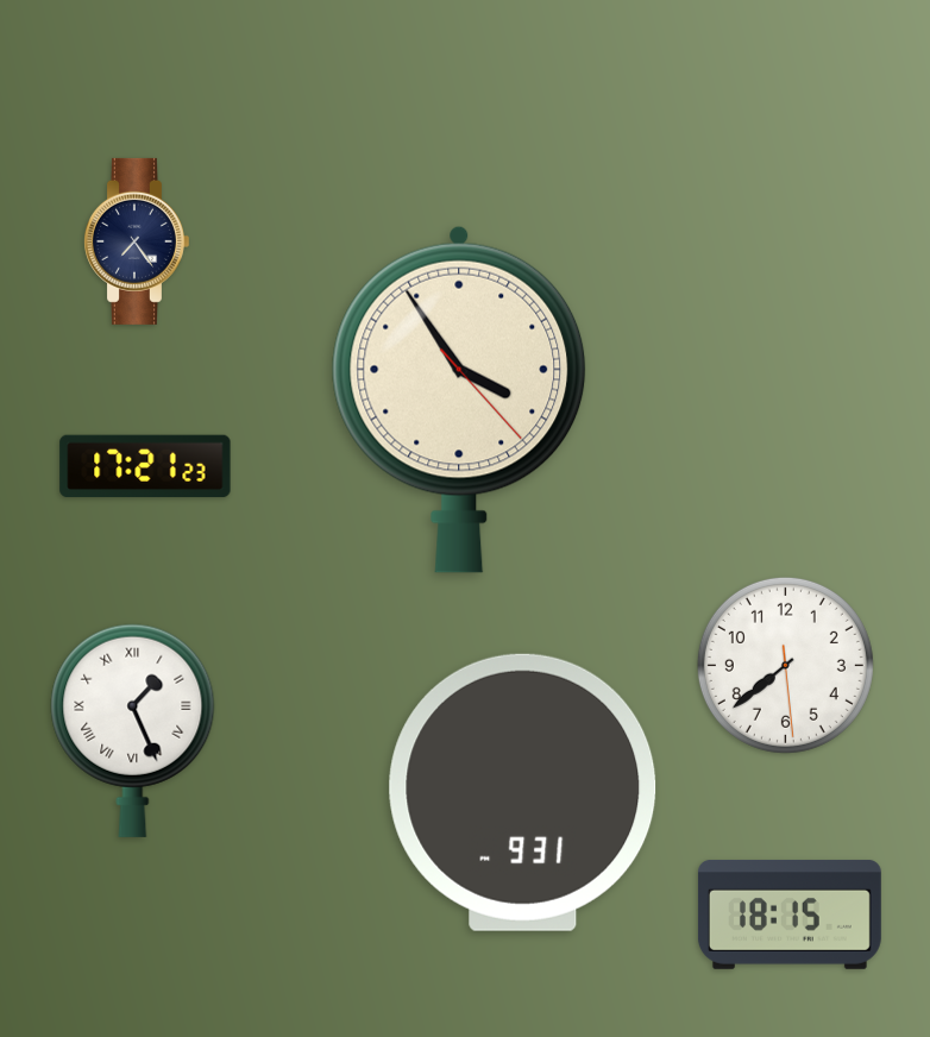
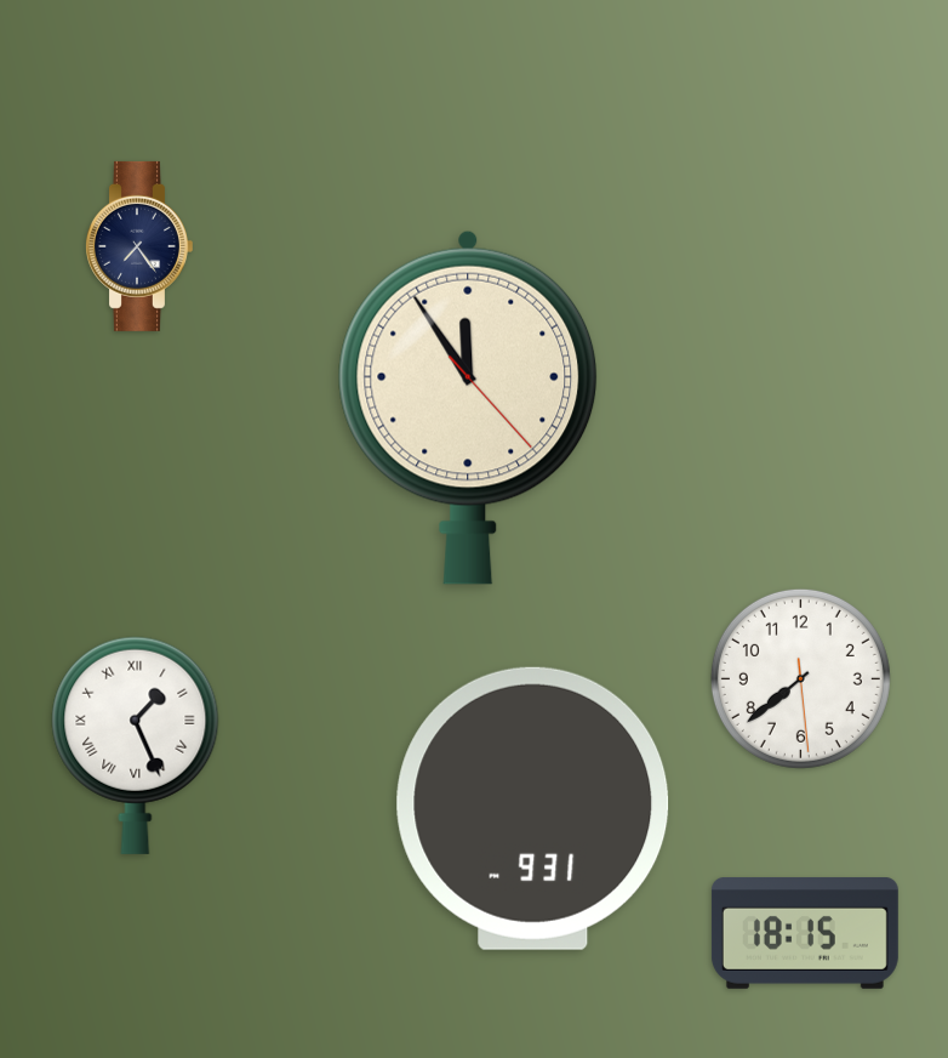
clock at (459, 400): 3:54 -> 11:54
clock at (145, 466): 17:21 -> none
